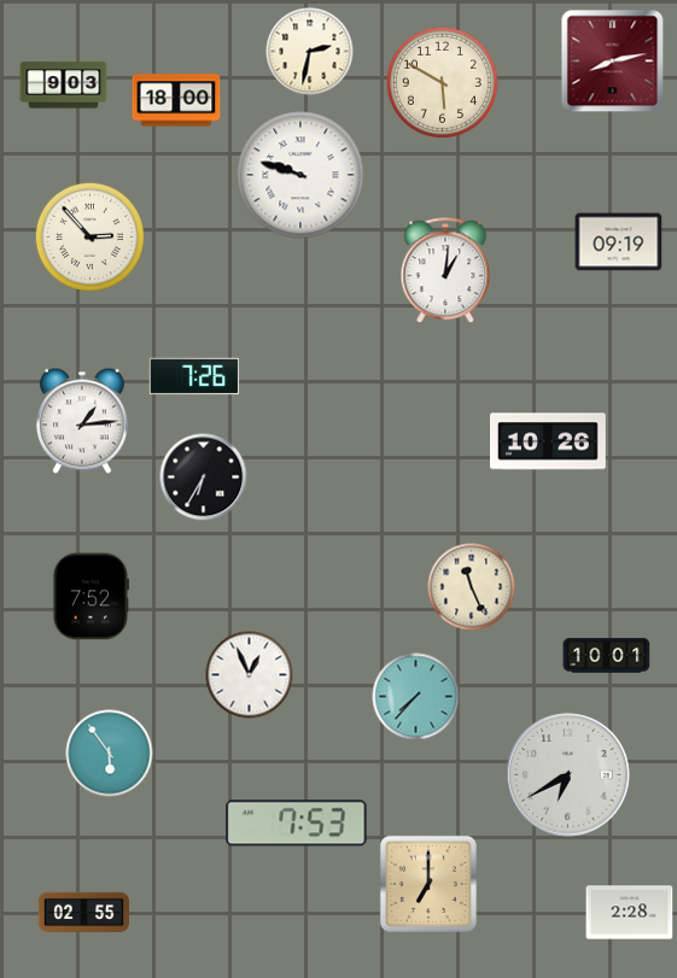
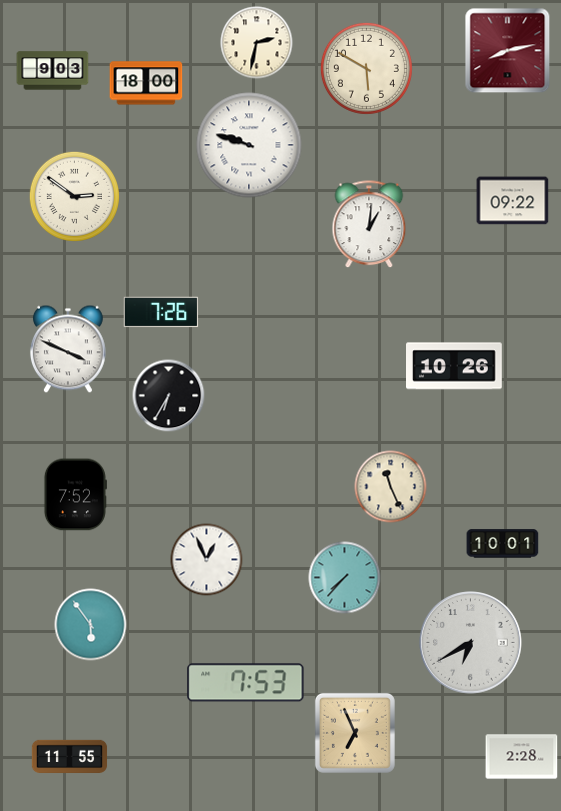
clock at (89, 236): 2:53 -> 2:51
clock at (619, 242): 09:19 -> 09:22
clock at (82, 421): 1:14 -> 3:49
clock at (428, 884): 7:00 -> 6:56
clock at (84, 913): 02:55 -> 11:55
